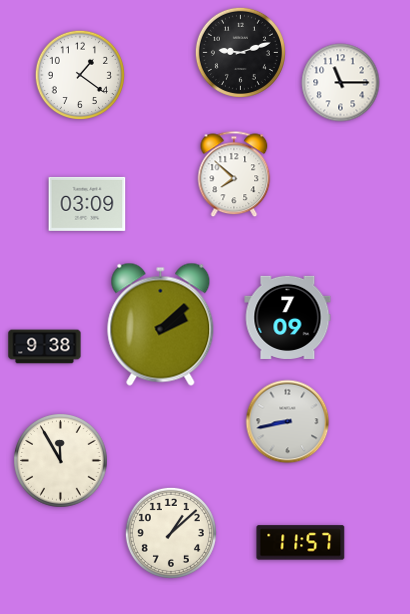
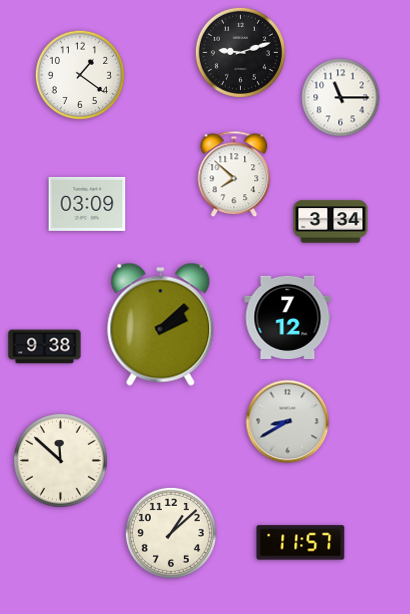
clock at (341, 83) position: (341, 83) -> (341, 98)
clock at (331, 222): none -> 3:34
clock at (288, 317): 7:09 -> 7:12
clock at (288, 422): 8:43 -> 8:40
clock at (61, 461): 11:55 -> 11:52
